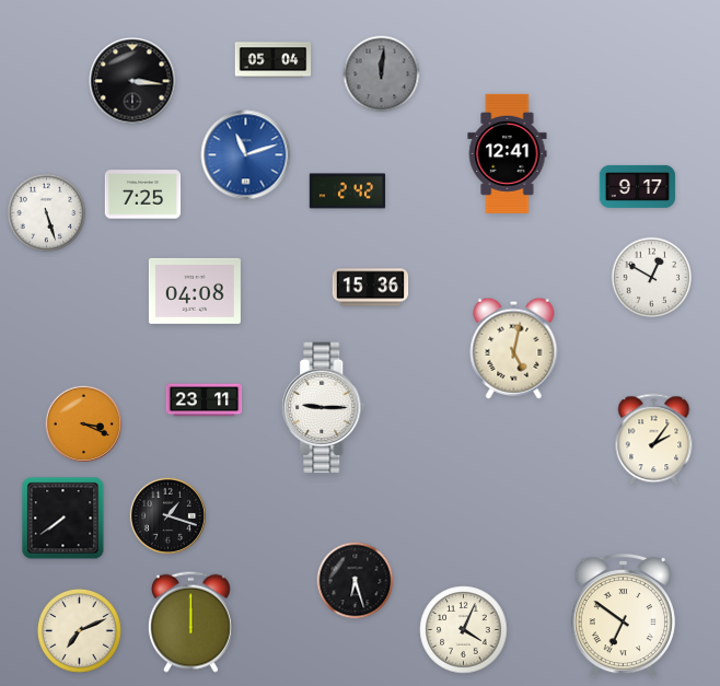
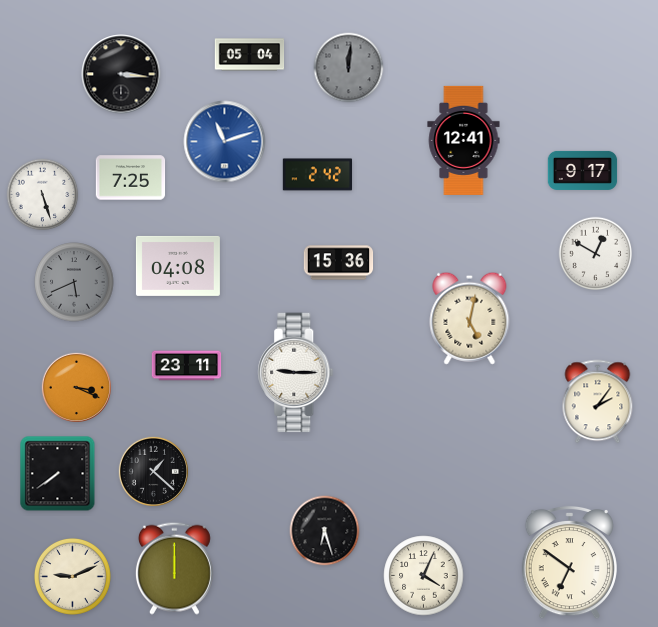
clock at (74, 282): none -> 5:41
clock at (167, 515): 1:18 -> 1:22
clock at (79, 630): 7:11 -> 9:11
